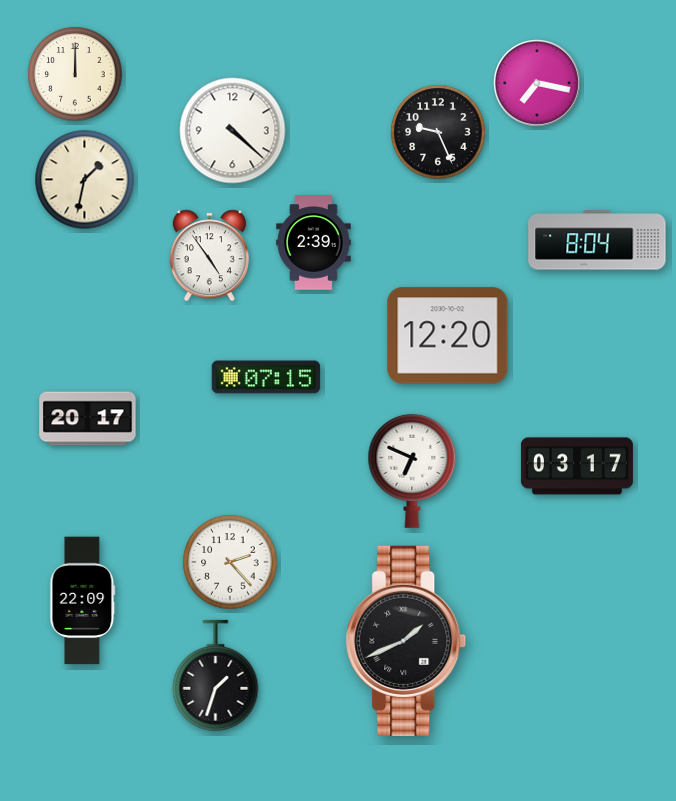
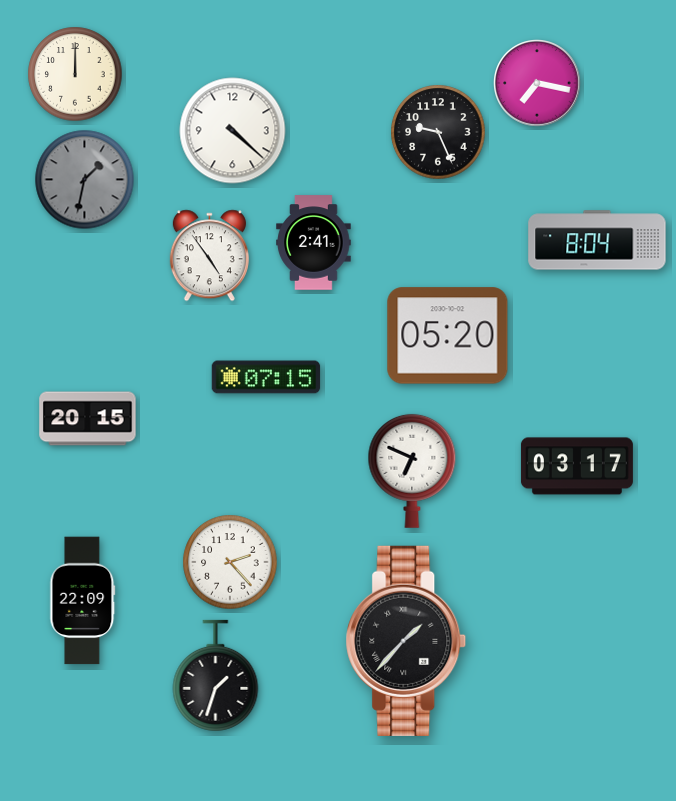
clock at (85, 180) dial: cream -> grey
clock at (314, 243): 2:39 -> 2:41
clock at (448, 336): 12:20 -> 05:20
clock at (88, 419): 20:17 -> 20:15
clock at (406, 641): 1:41 -> 1:37
